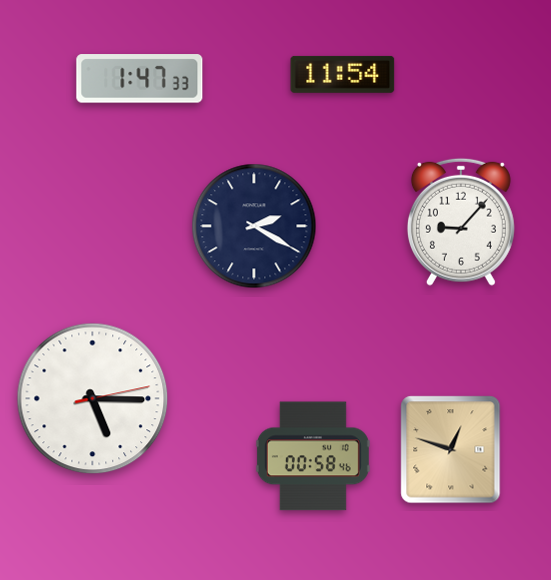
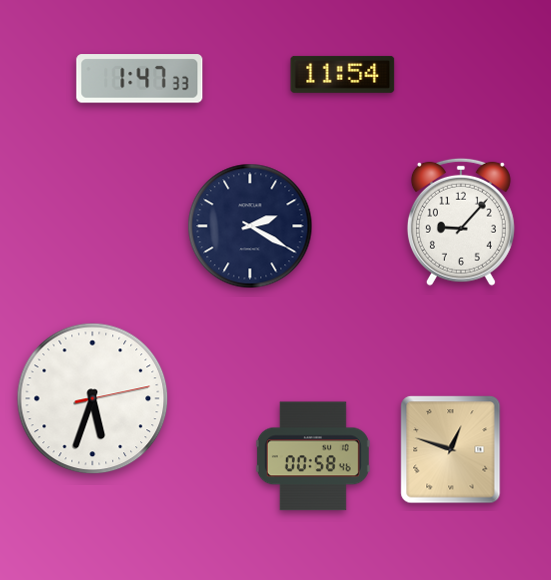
clock at (254, 226) position: (254, 226) -> (250, 226)
clock at (93, 399): 5:15 -> 5:33
